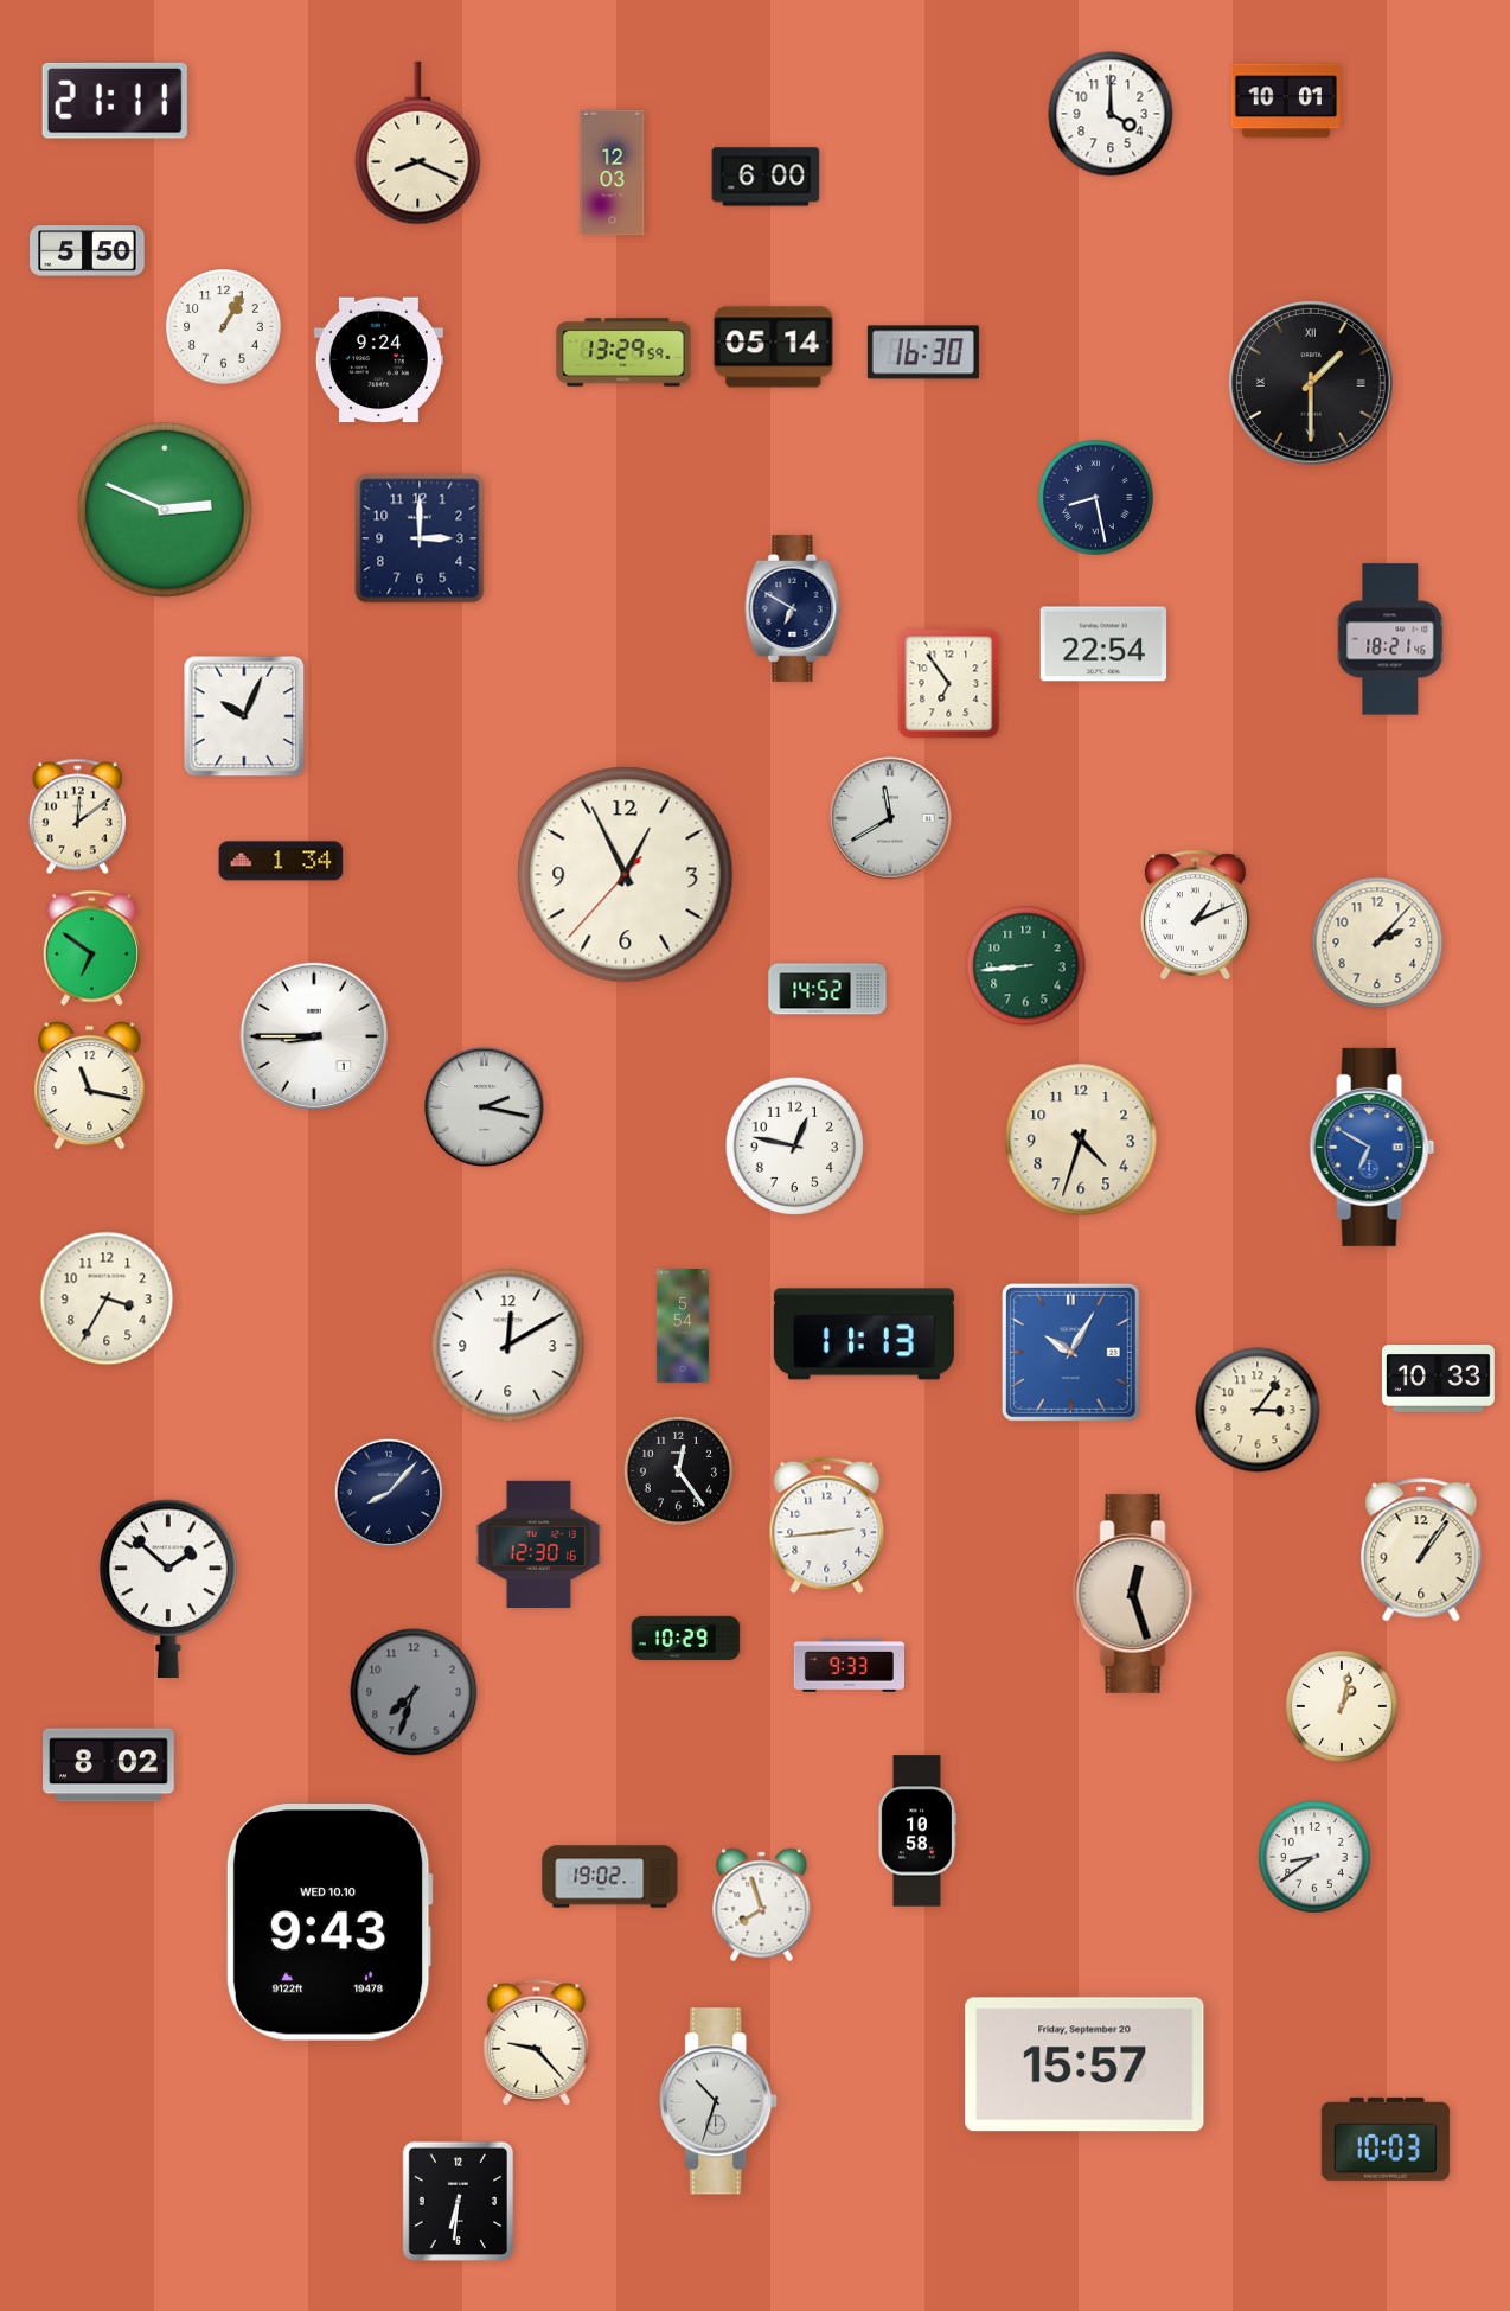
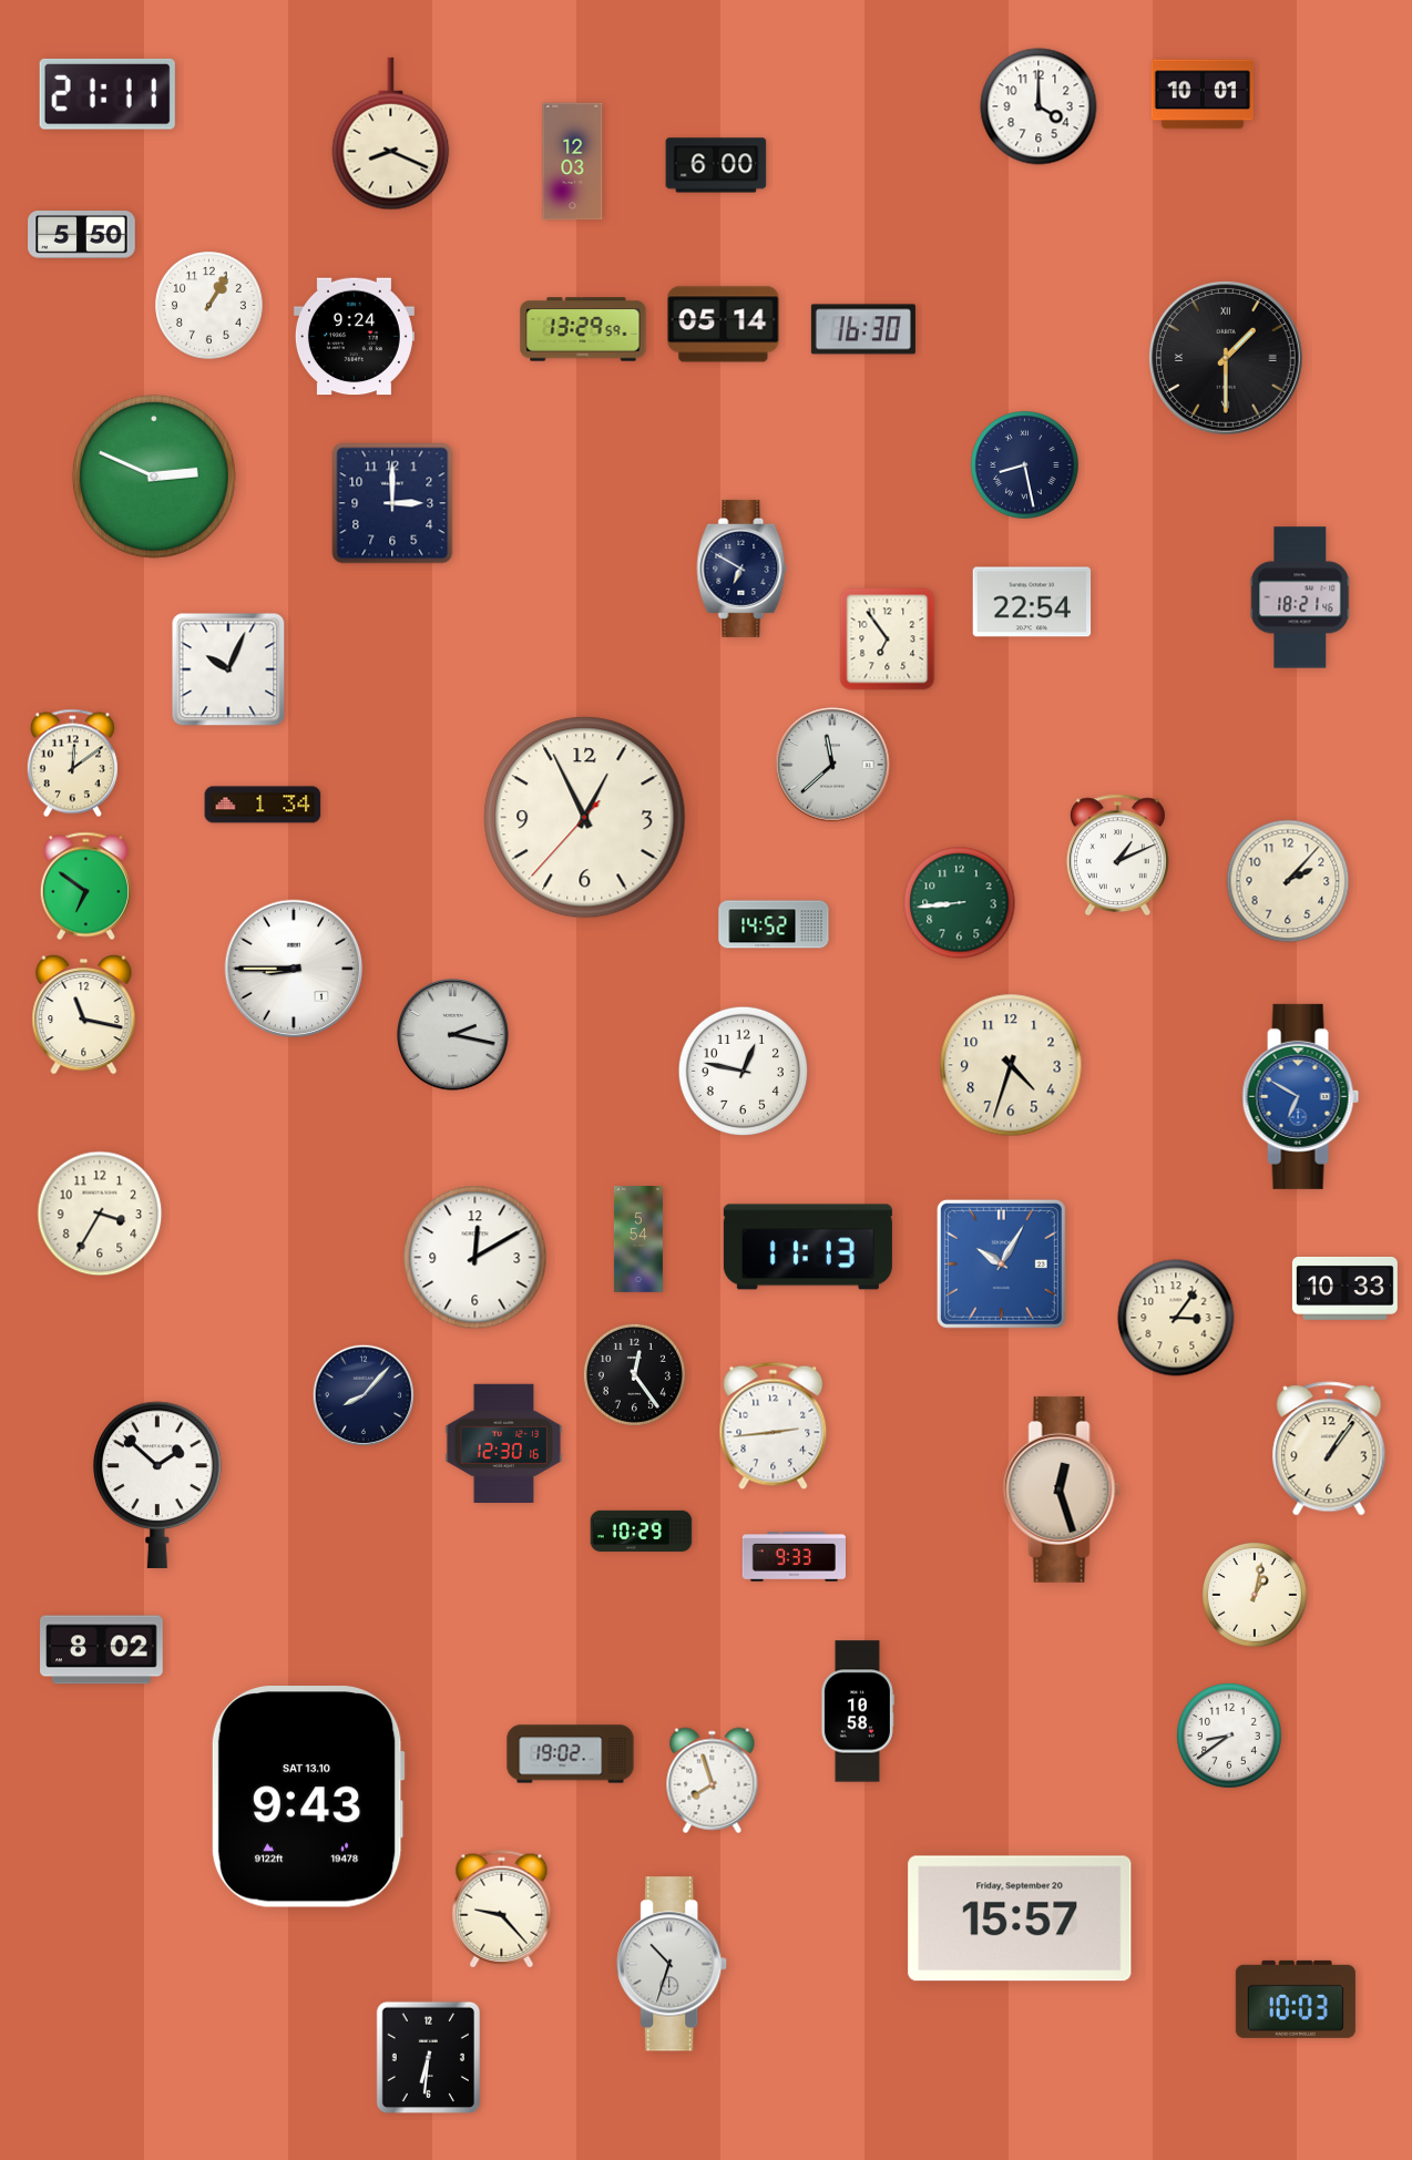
clock at (890, 818): 11:40 -> 11:38
clock at (1373, 1147) position: (1373, 1147) -> (1301, 1096)
clock at (414, 1692): 7:33 -> none
clock at (329, 1923) date: WED 10.10 -> SAT 13.10
clock at (1084, 2064) position: (1084, 2064) -> (1020, 1918)
